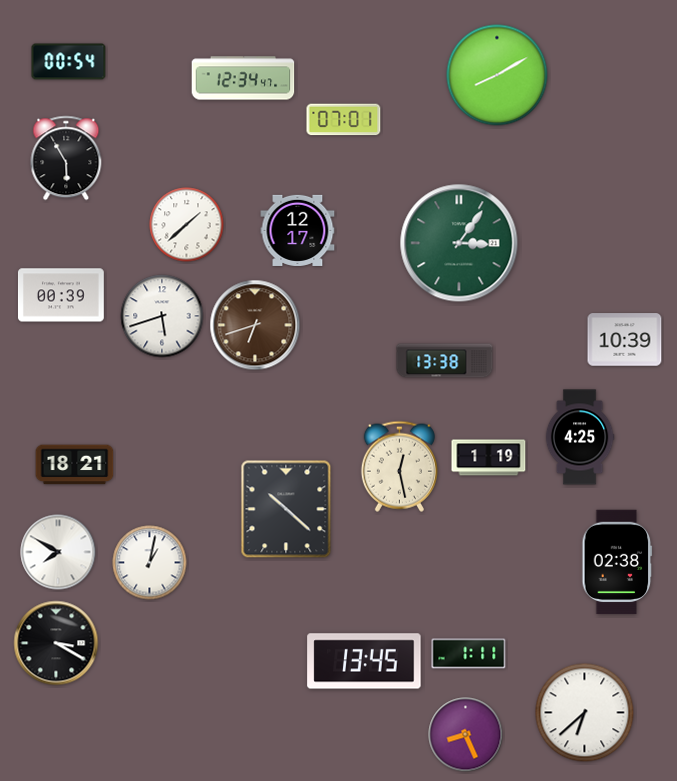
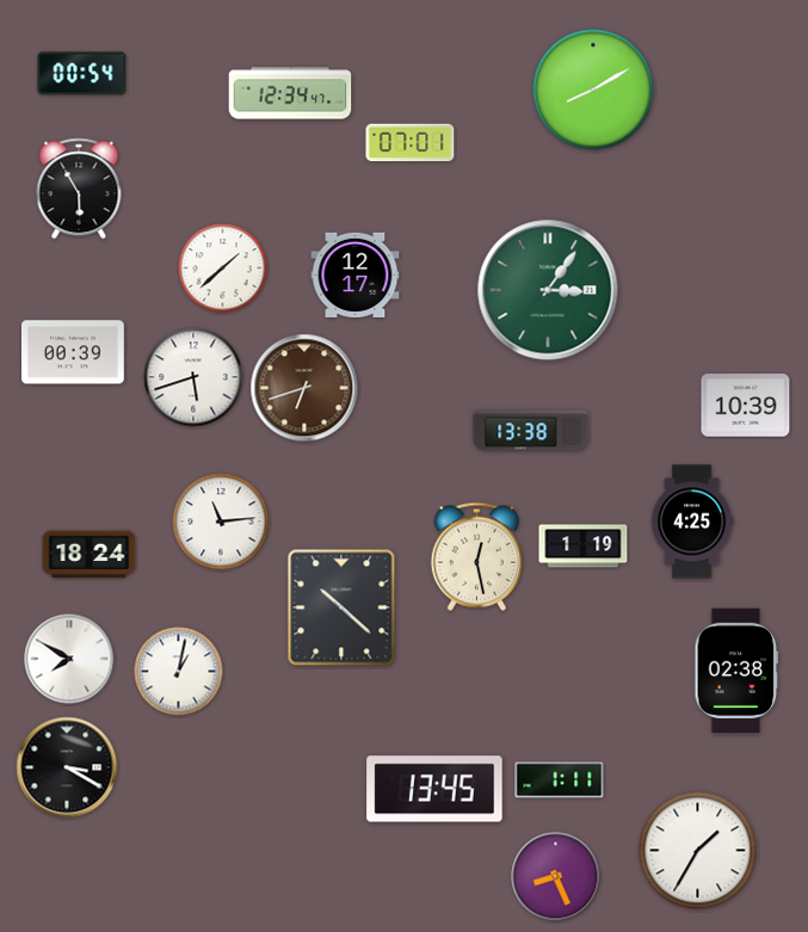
clock at (221, 521): none -> 11:14
clock at (75, 465): 18:21 -> 18:24
clock at (585, 713): 6:38 -> 1:35
